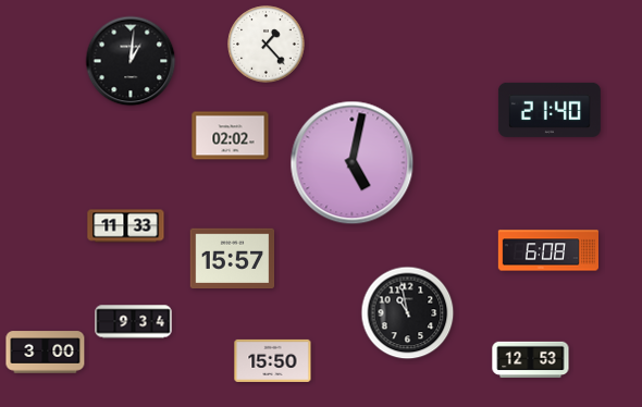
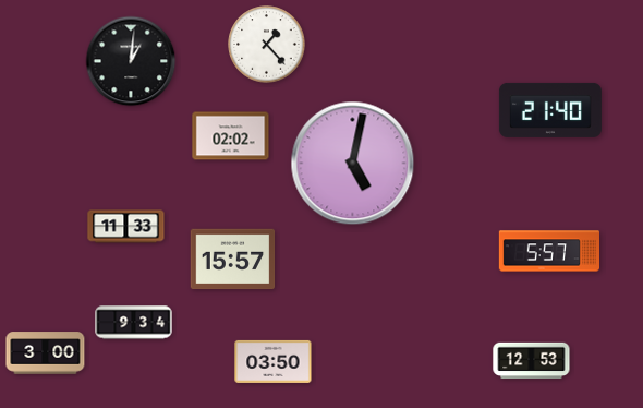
clock at (547, 250): 6:08 -> 5:57
clock at (408, 313): 10:58 -> none
clock at (273, 360): 15:50 -> 03:50
